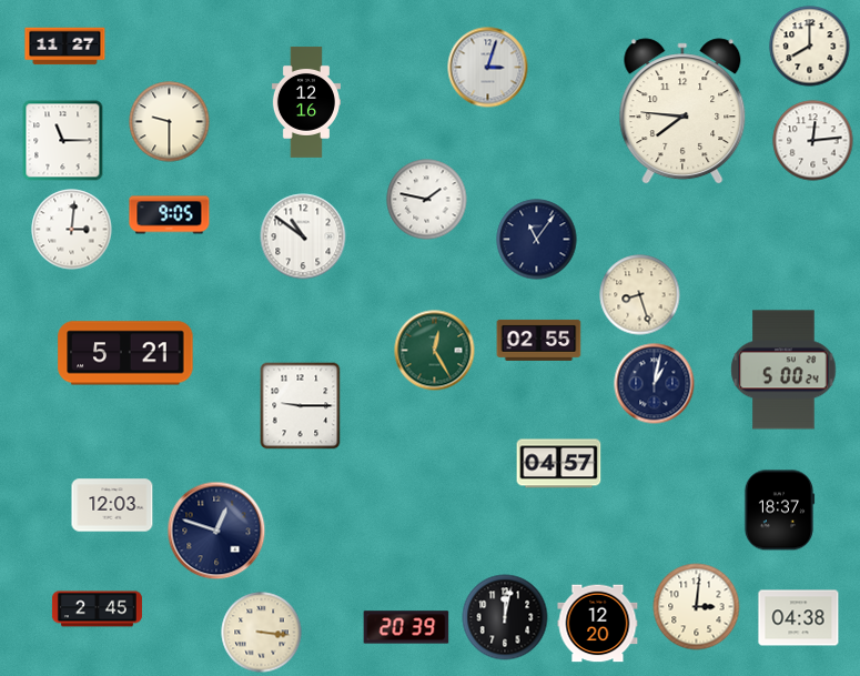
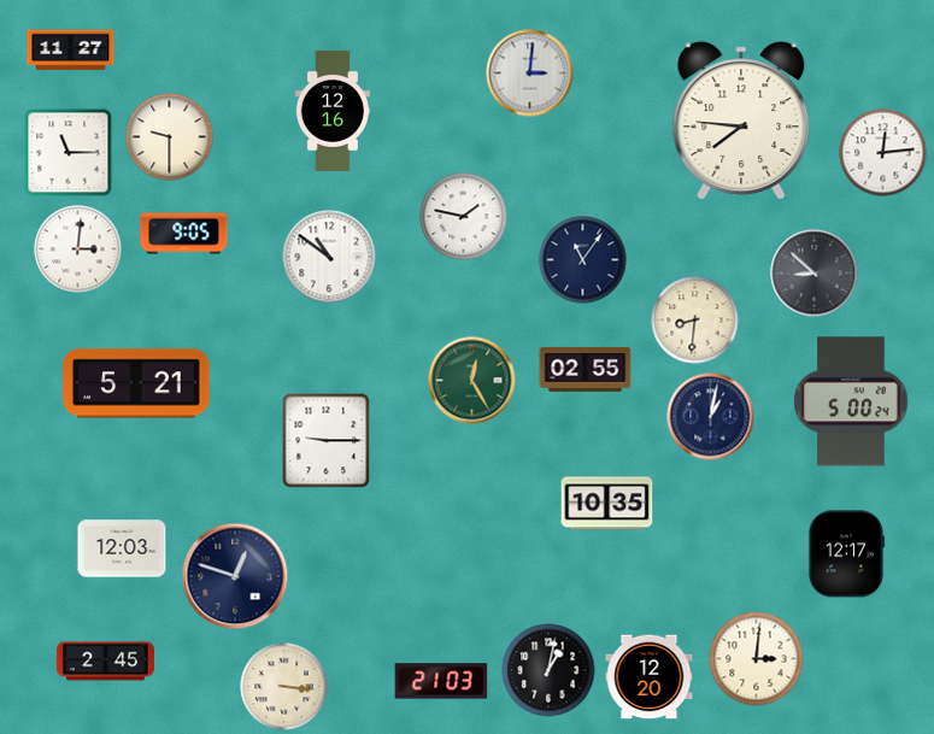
clock at (810, 47): 8:00 -> none
clock at (488, 68): 3:03 -> 3:01
clock at (170, 122) position: (170, 122) -> (170, 137)
clock at (815, 274): none -> 8:52
clock at (640, 295): 8:27 -> 8:31
clock at (559, 464): 04:57 -> 10:35
clock at (779, 511): 18:37 -> 12:17
clock at (505, 617): 12:02 -> 1:02
clock at (799, 618): 04:38 -> none
clock at (406, 627): 20:39 -> 21:03
